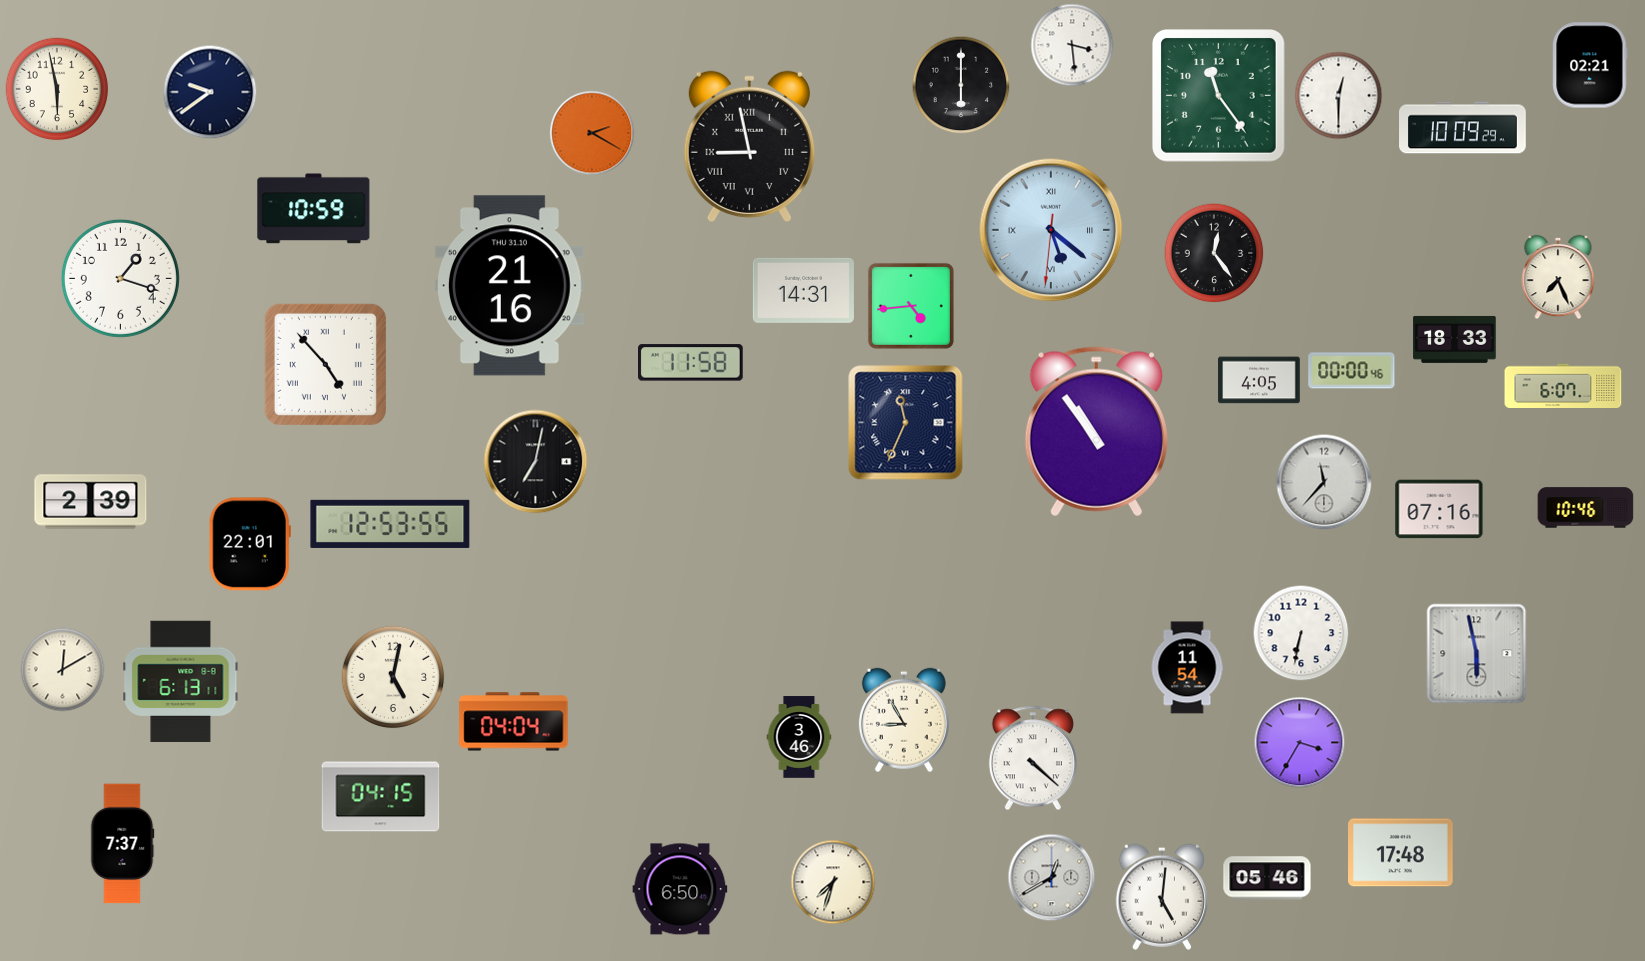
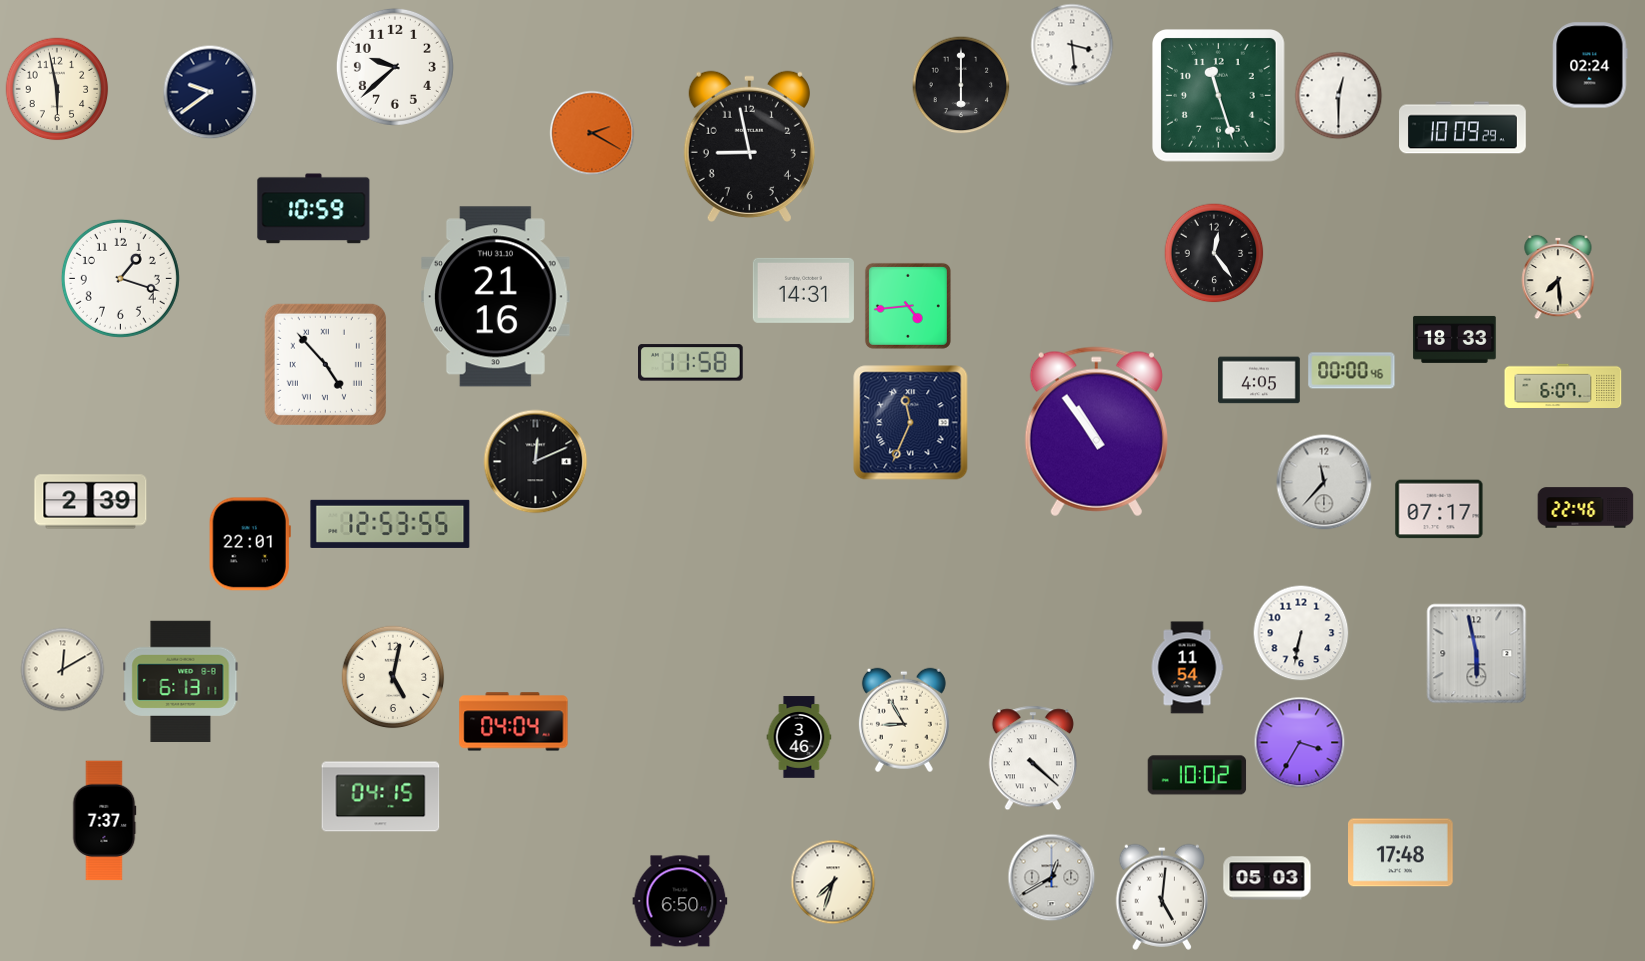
clock at (1590, 65): 02:21 -> 02:24
clock at (395, 67): none -> 9:38
clock at (1219, 96): 11:24 -> 11:27
clock at (749, 146) numerals: Roman -> Arabic
clock at (1051, 230): 5:21 -> none
clock at (1558, 277): 7:26 -> 7:29
clock at (510, 286) position: (510, 286) -> (496, 297)
clock at (911, 306) position: (911, 306) -> (908, 306)
clock at (906, 423) position: (906, 423) -> (911, 423)
clock at (536, 462): 7:02 -> 12:11
clock at (1586, 508): 10:46 -> 22:46
clock at (1439, 509): 07:16 -> 07:17
clock at (1197, 775): none -> 10:02
clock at (122, 844) position: (122, 844) -> (104, 821)
clock at (1267, 878): 05:46 -> 05:03
clock at (680, 889) position: (680, 889) -> (680, 901)
